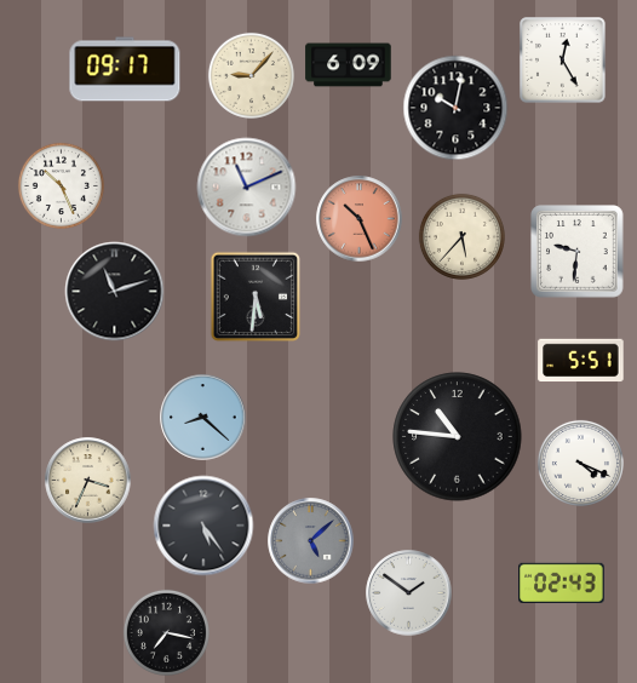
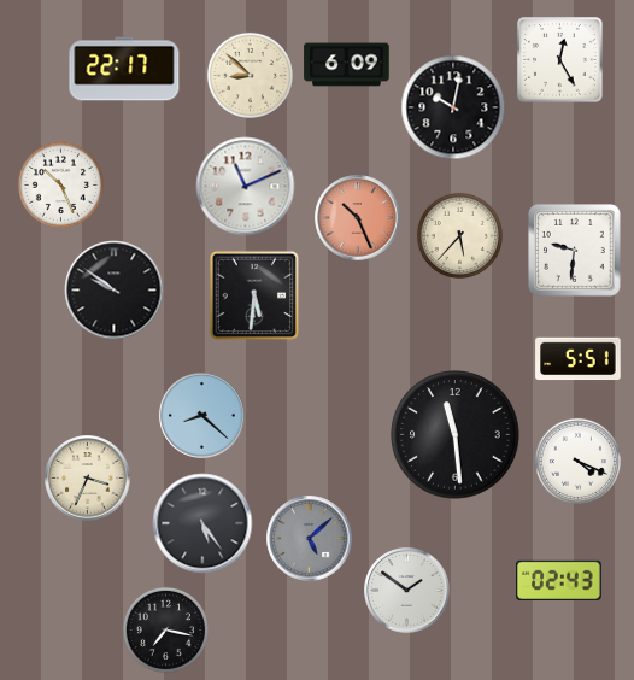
clock at (125, 69): 09:17 -> 22:17
clock at (251, 75): 9:07 -> 8:52
clock at (115, 292): 11:12 -> 9:51
clock at (458, 437): 10:46 -> 11:29
